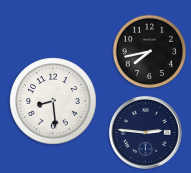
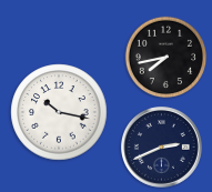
clock at (53, 101): 8:29 -> 10:17
clock at (146, 133): 2:46 -> 2:41
